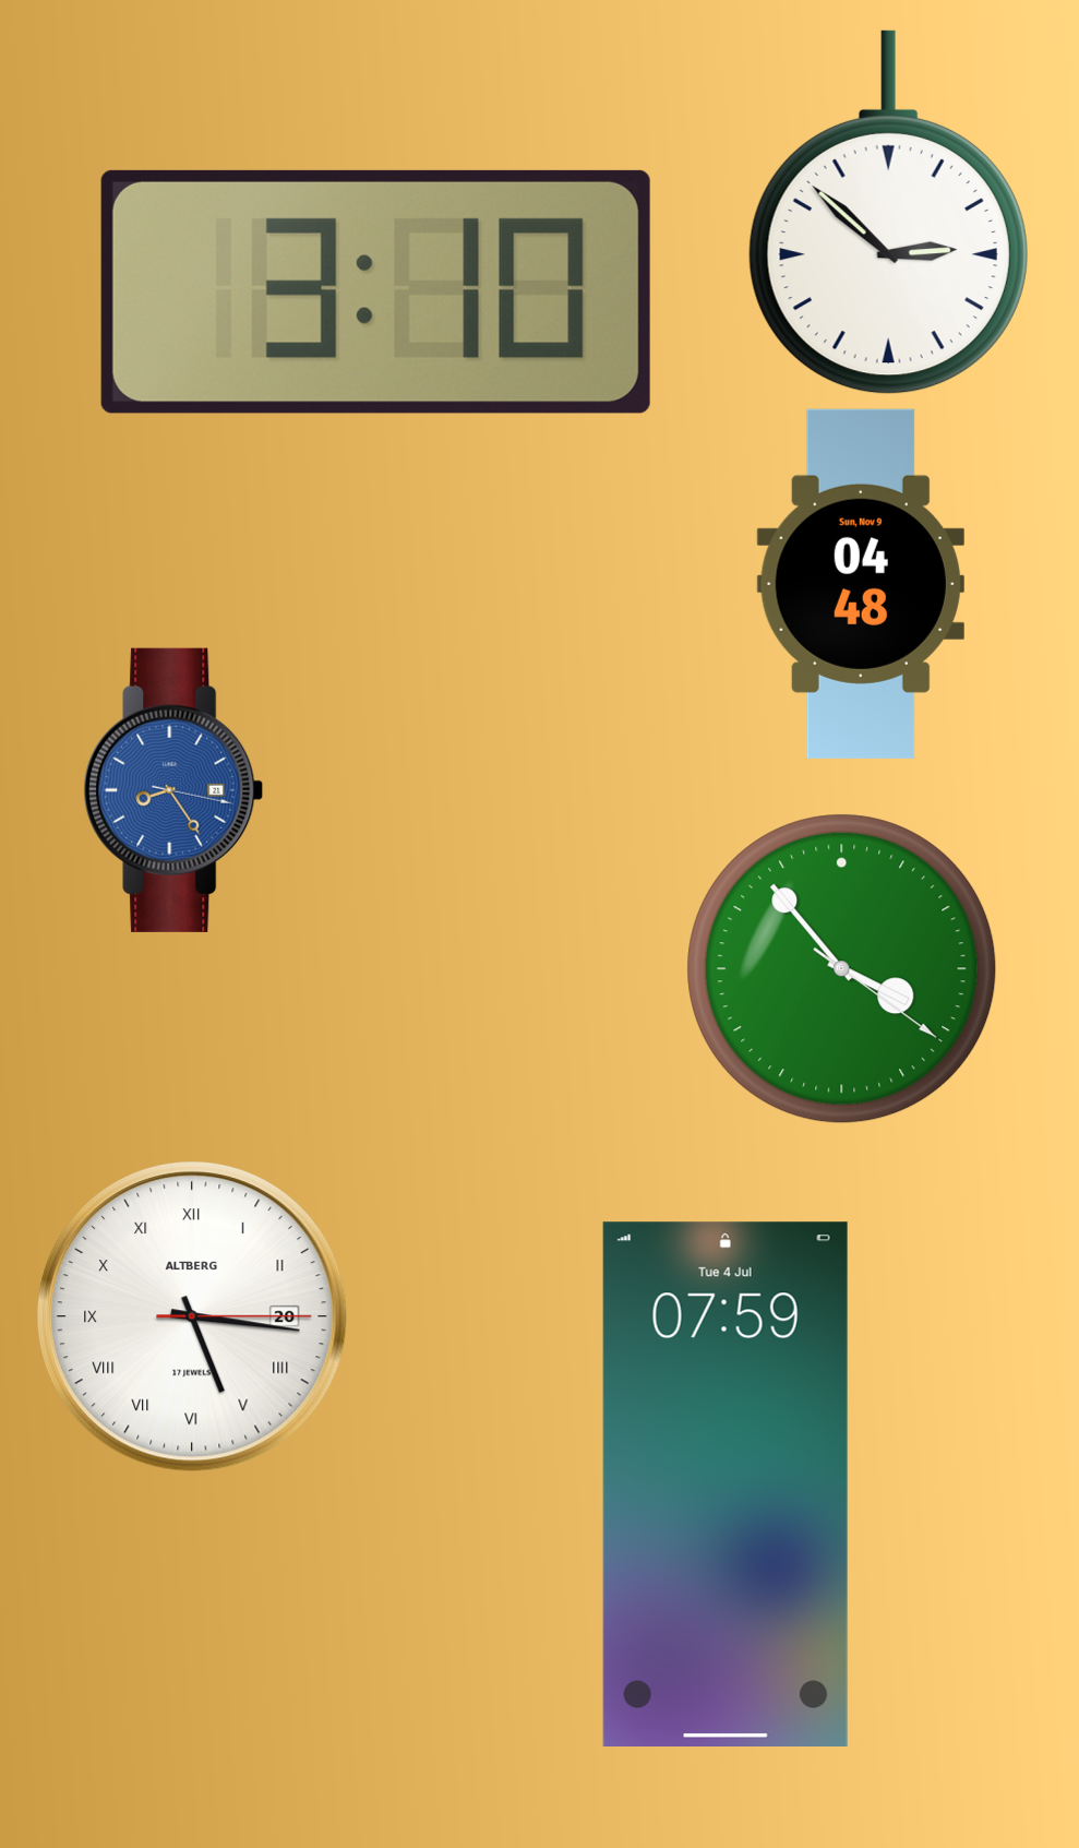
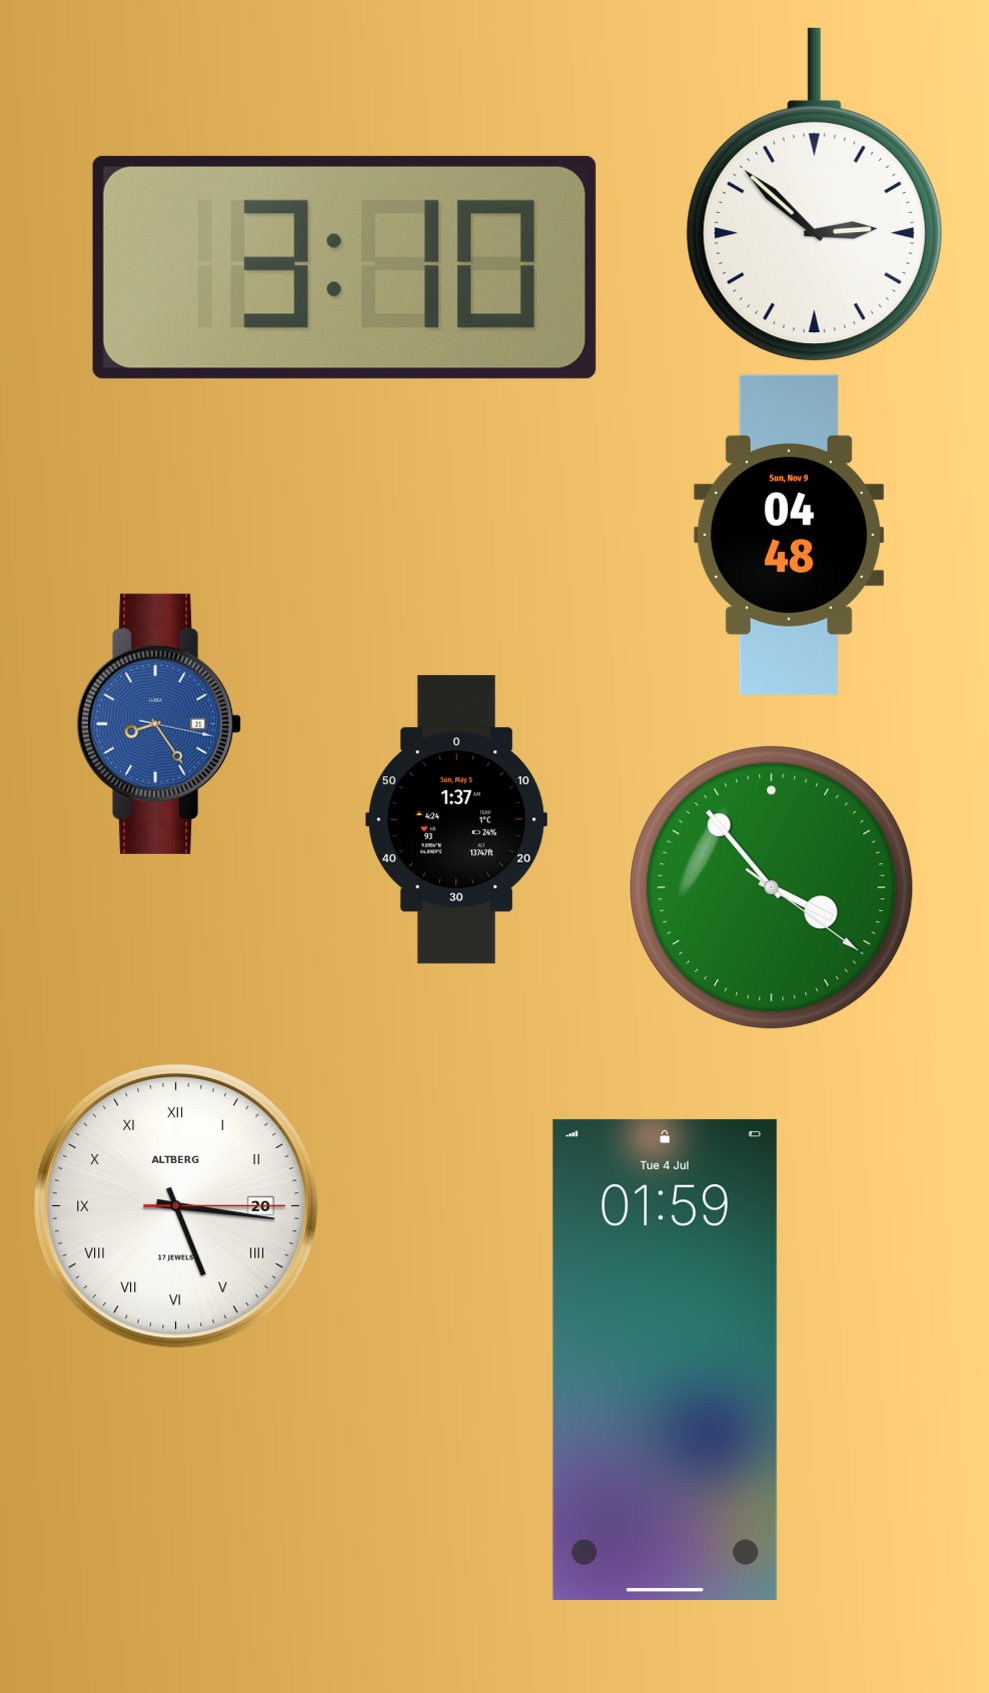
clock at (457, 820): none -> 1:37
clock at (726, 1483): 07:59 -> 01:59
